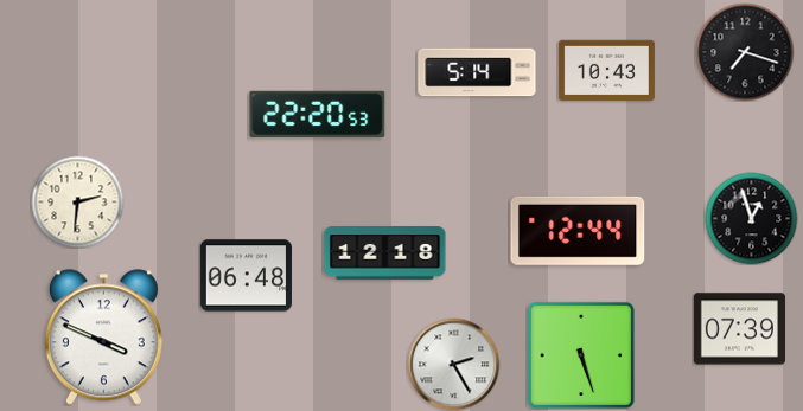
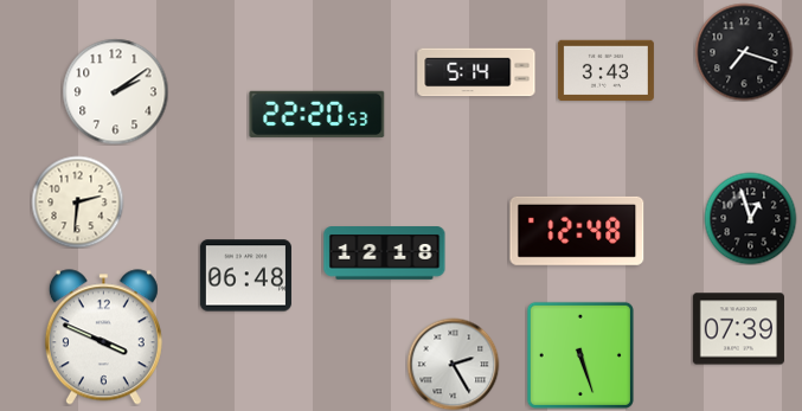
clock at (606, 71): 10:43 -> 3:43
clock at (115, 91): none -> 2:09
clock at (578, 231): 12:44 -> 12:48
